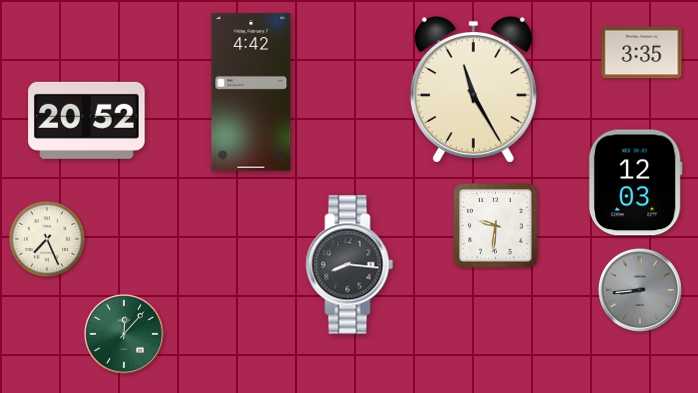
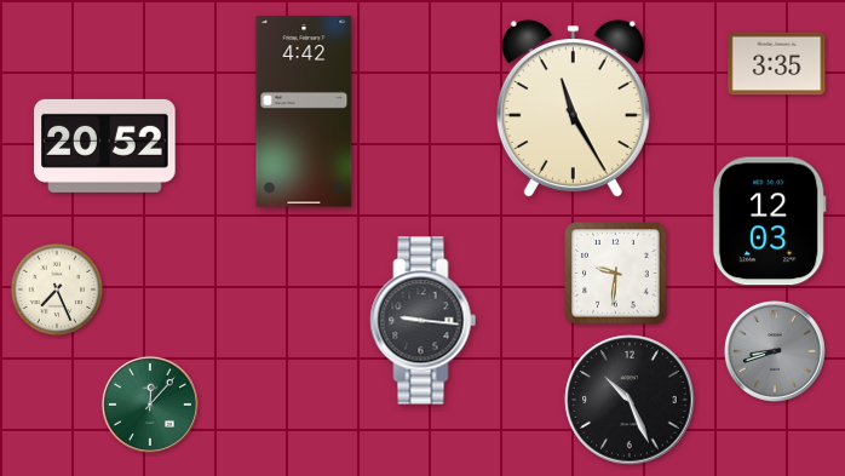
clock at (496, 226) position: (496, 226) -> (616, 274)
clock at (350, 265): 8:16 -> 9:16
clock at (640, 290): 8:44 -> 8:42
clock at (630, 400): none -> 10:26
